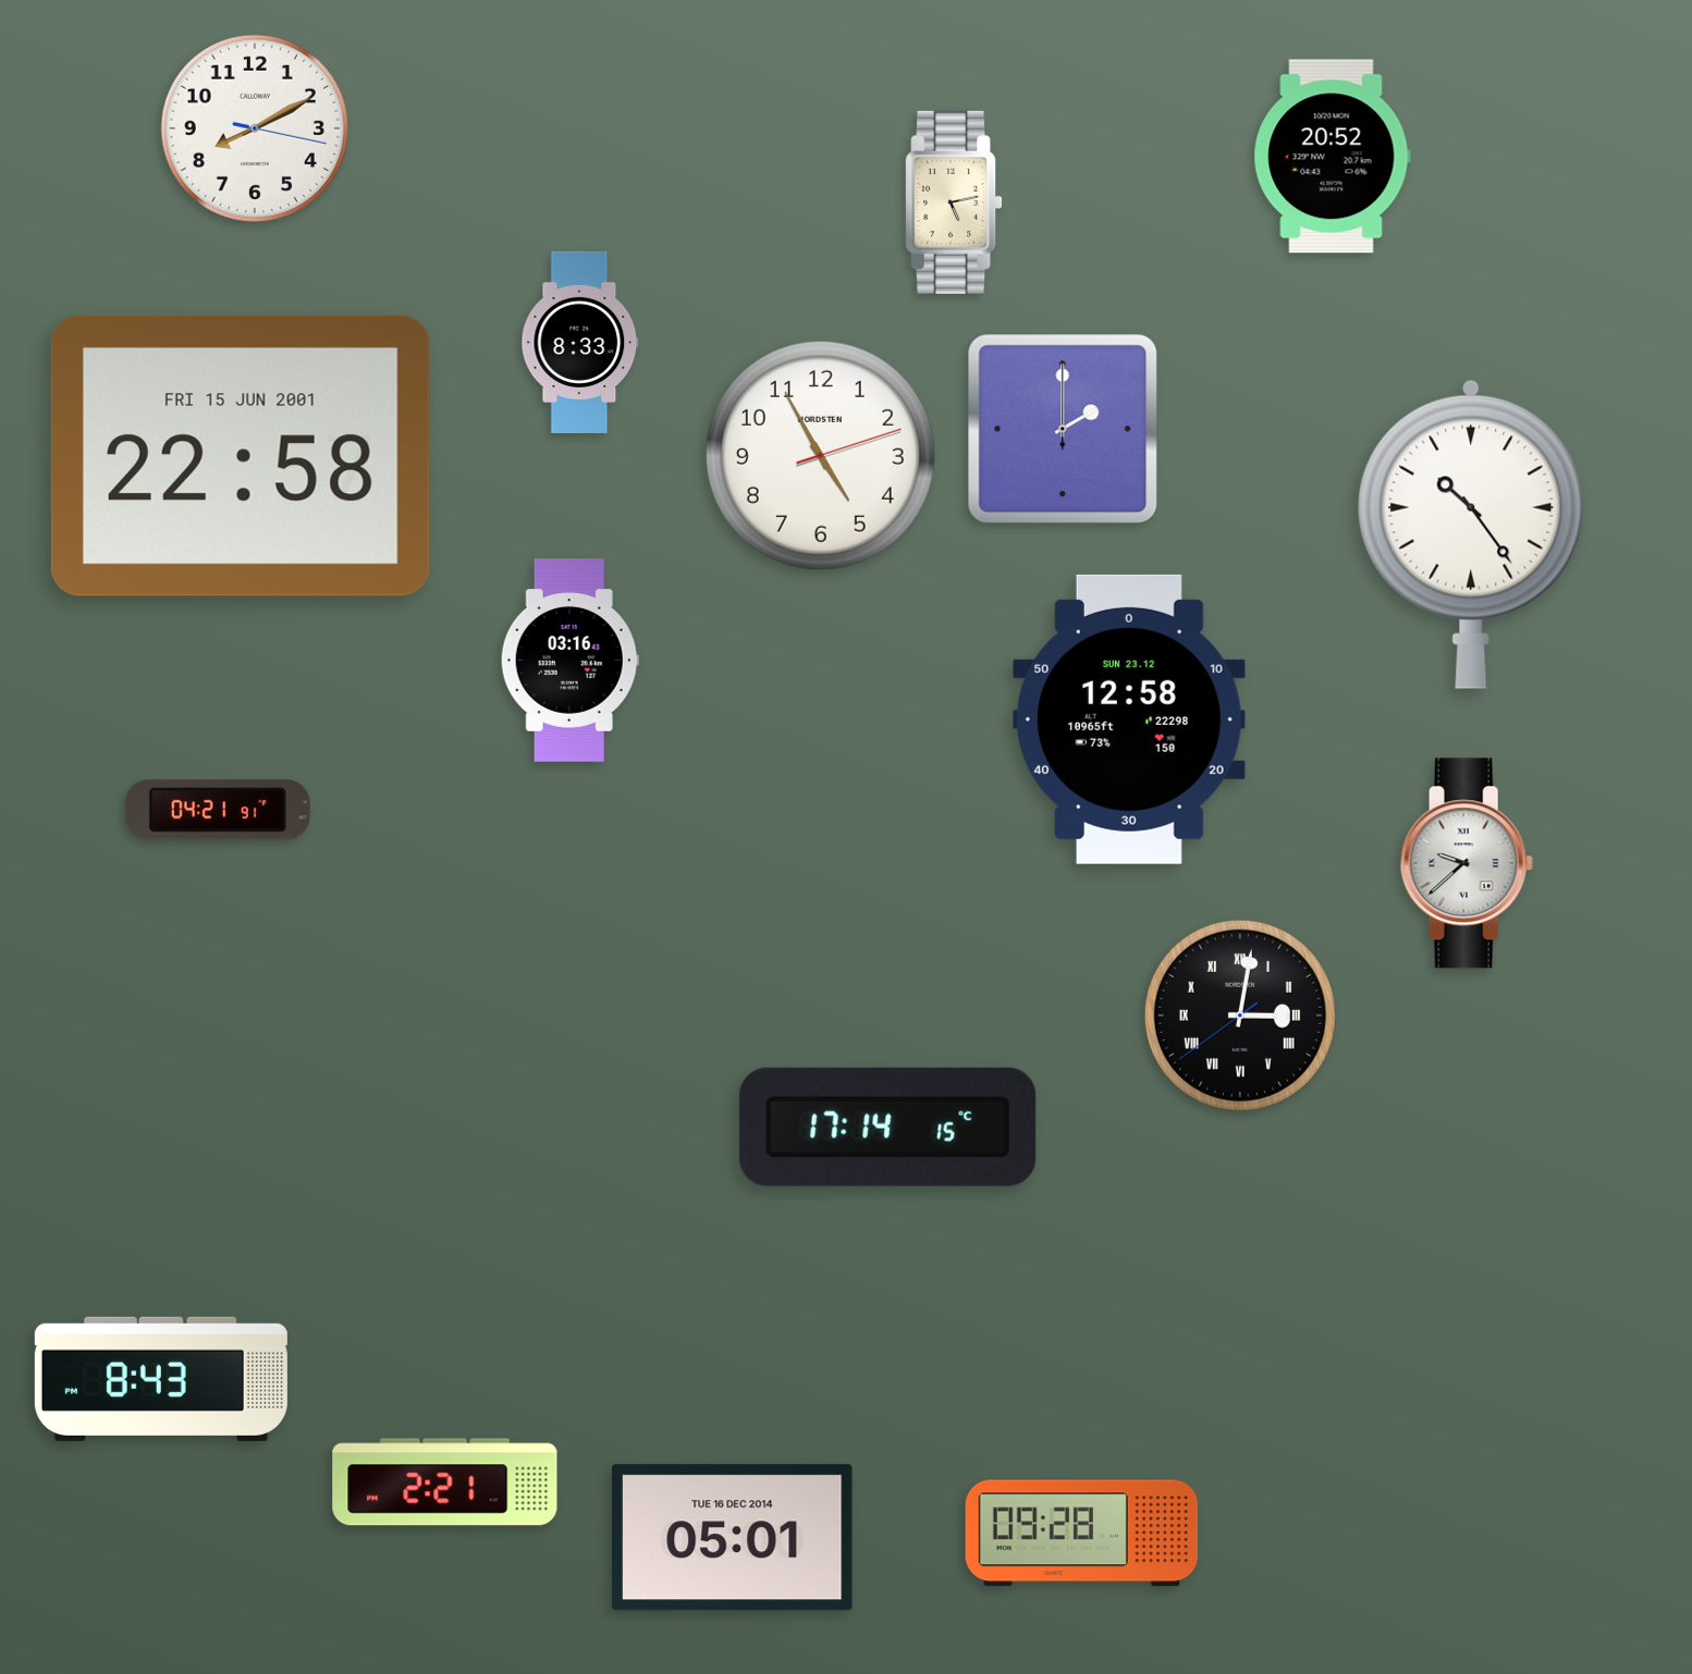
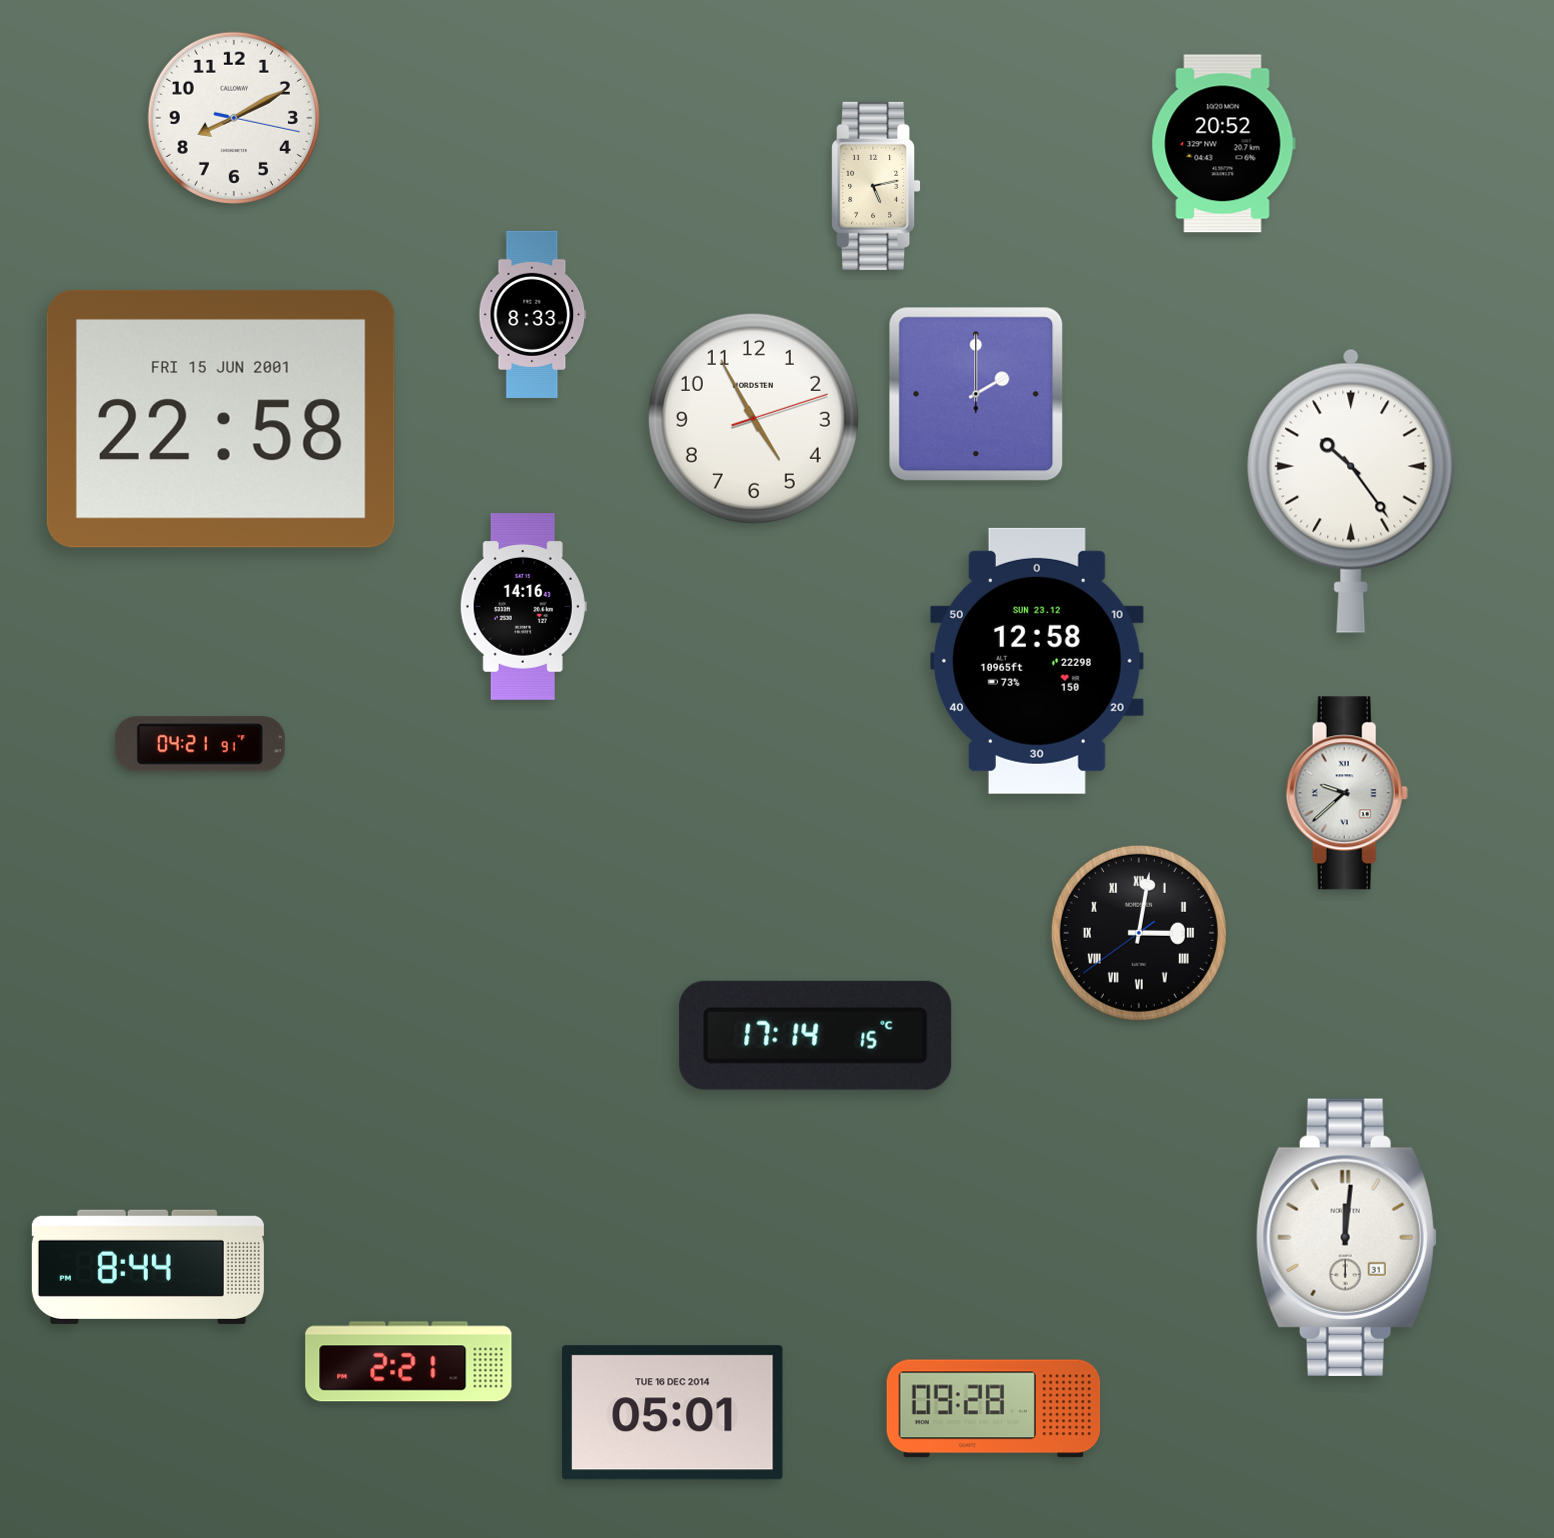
clock at (569, 661): 03:16 -> 14:16
clock at (1346, 1237): none -> 12:01
clock at (161, 1379): 8:43 -> 8:44
